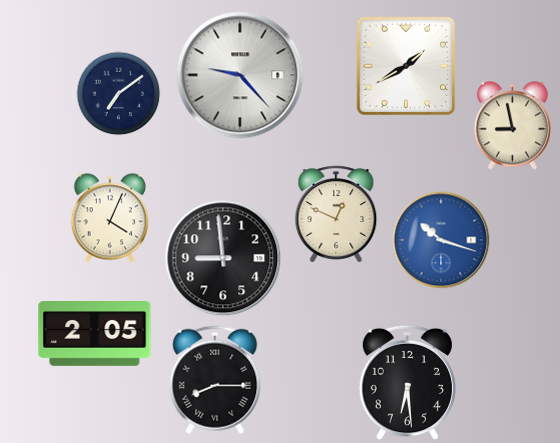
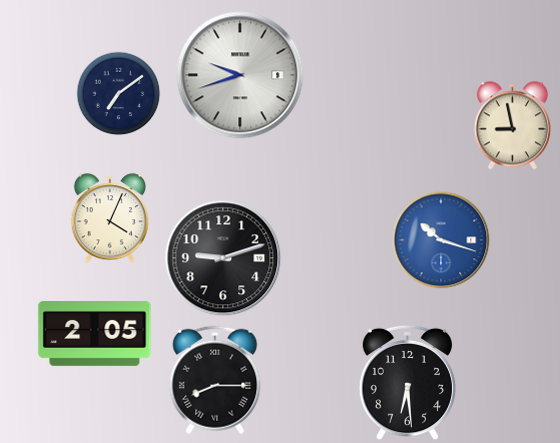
clock at (406, 66): 1:40 -> none
clock at (240, 75): 9:23 -> 9:42
clock at (336, 214): 12:49 -> none
clock at (223, 258): 8:59 -> 9:12
